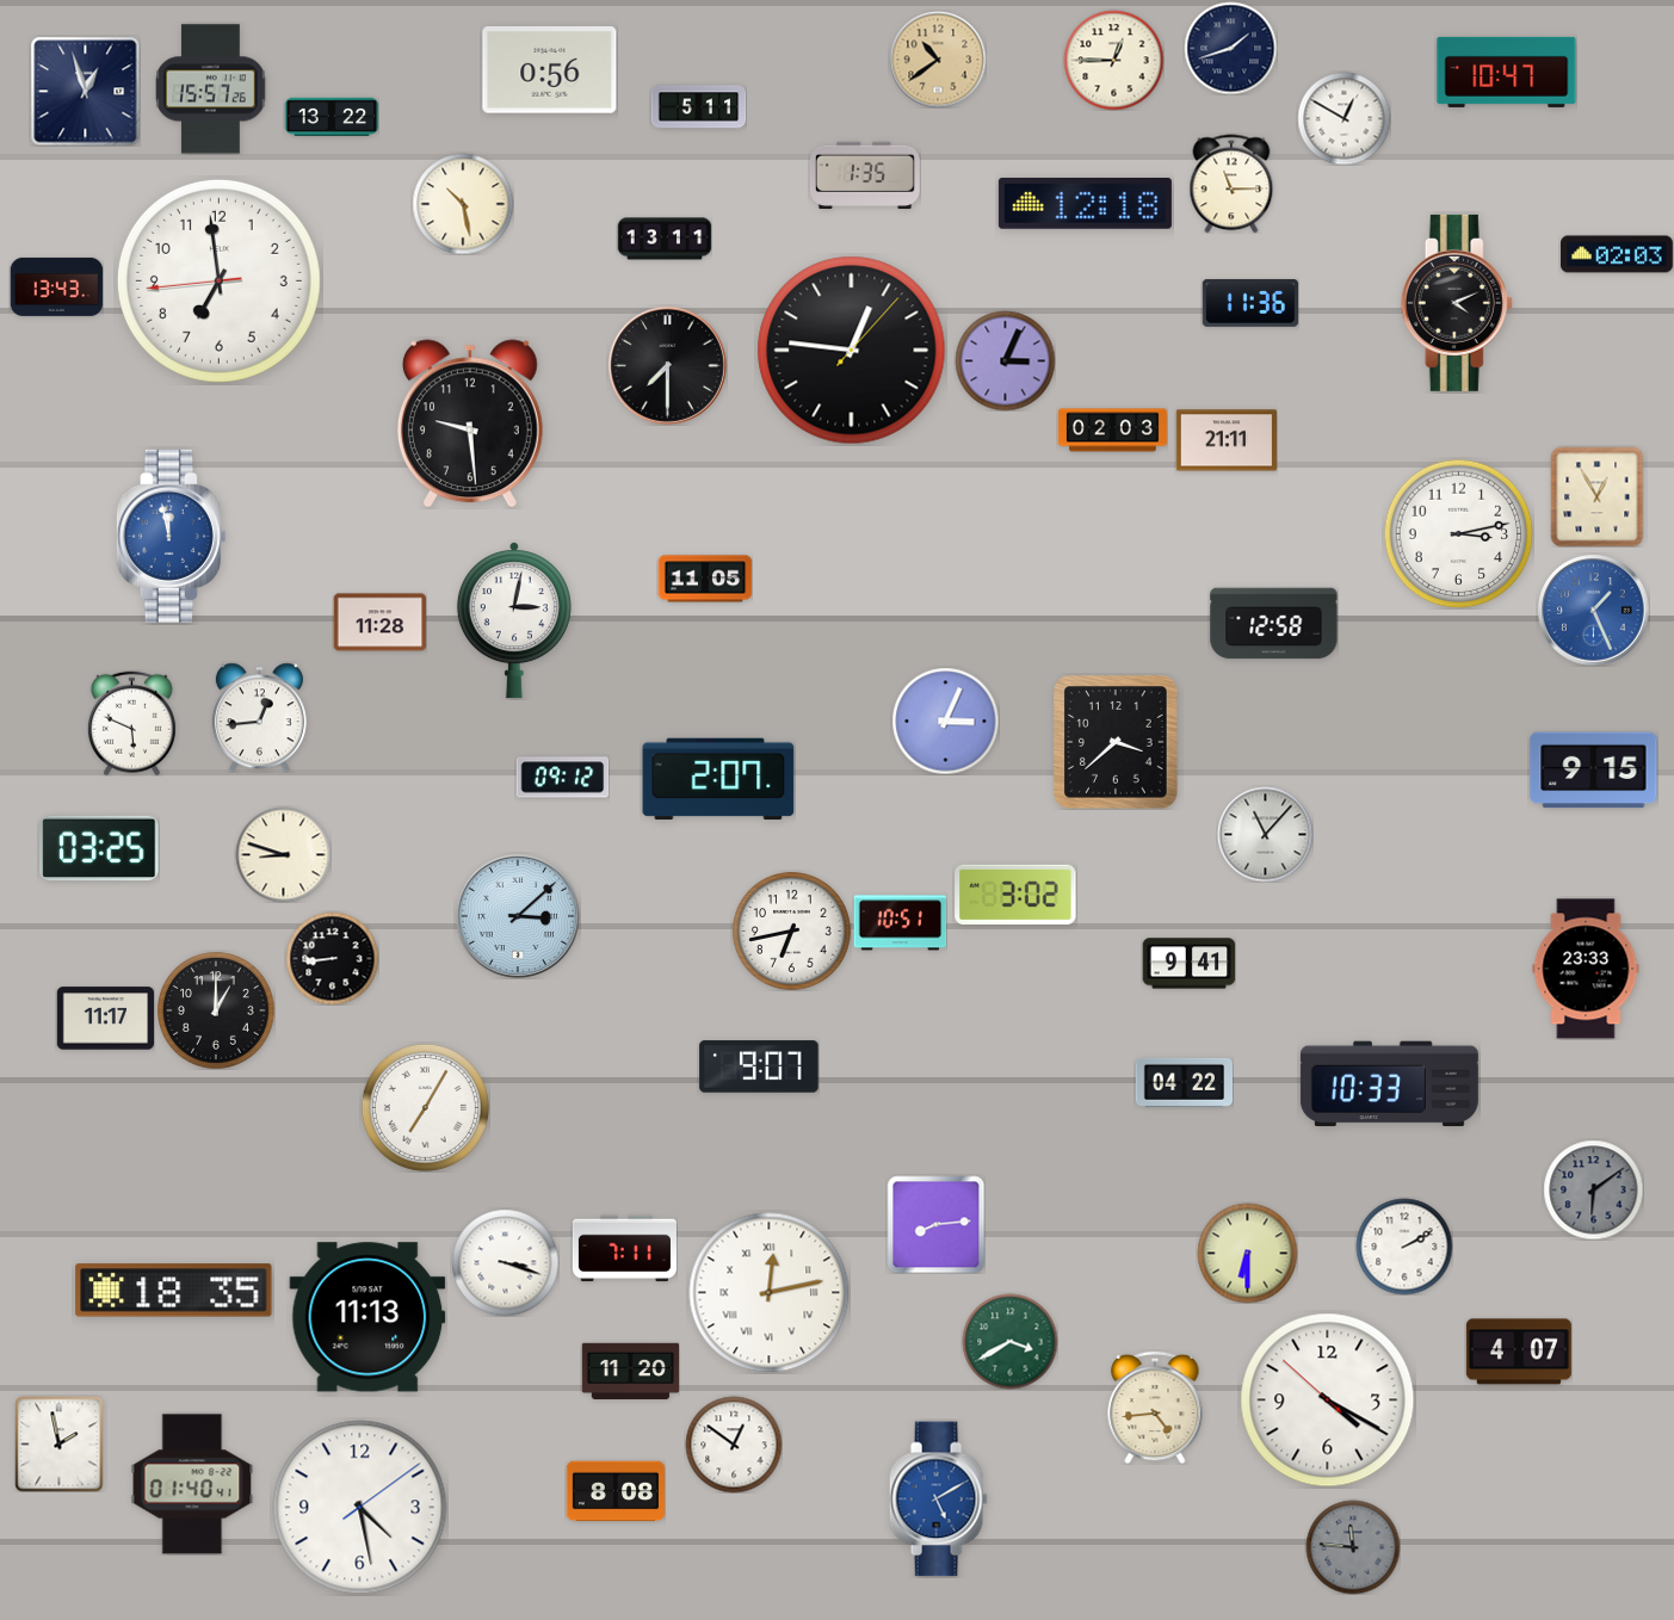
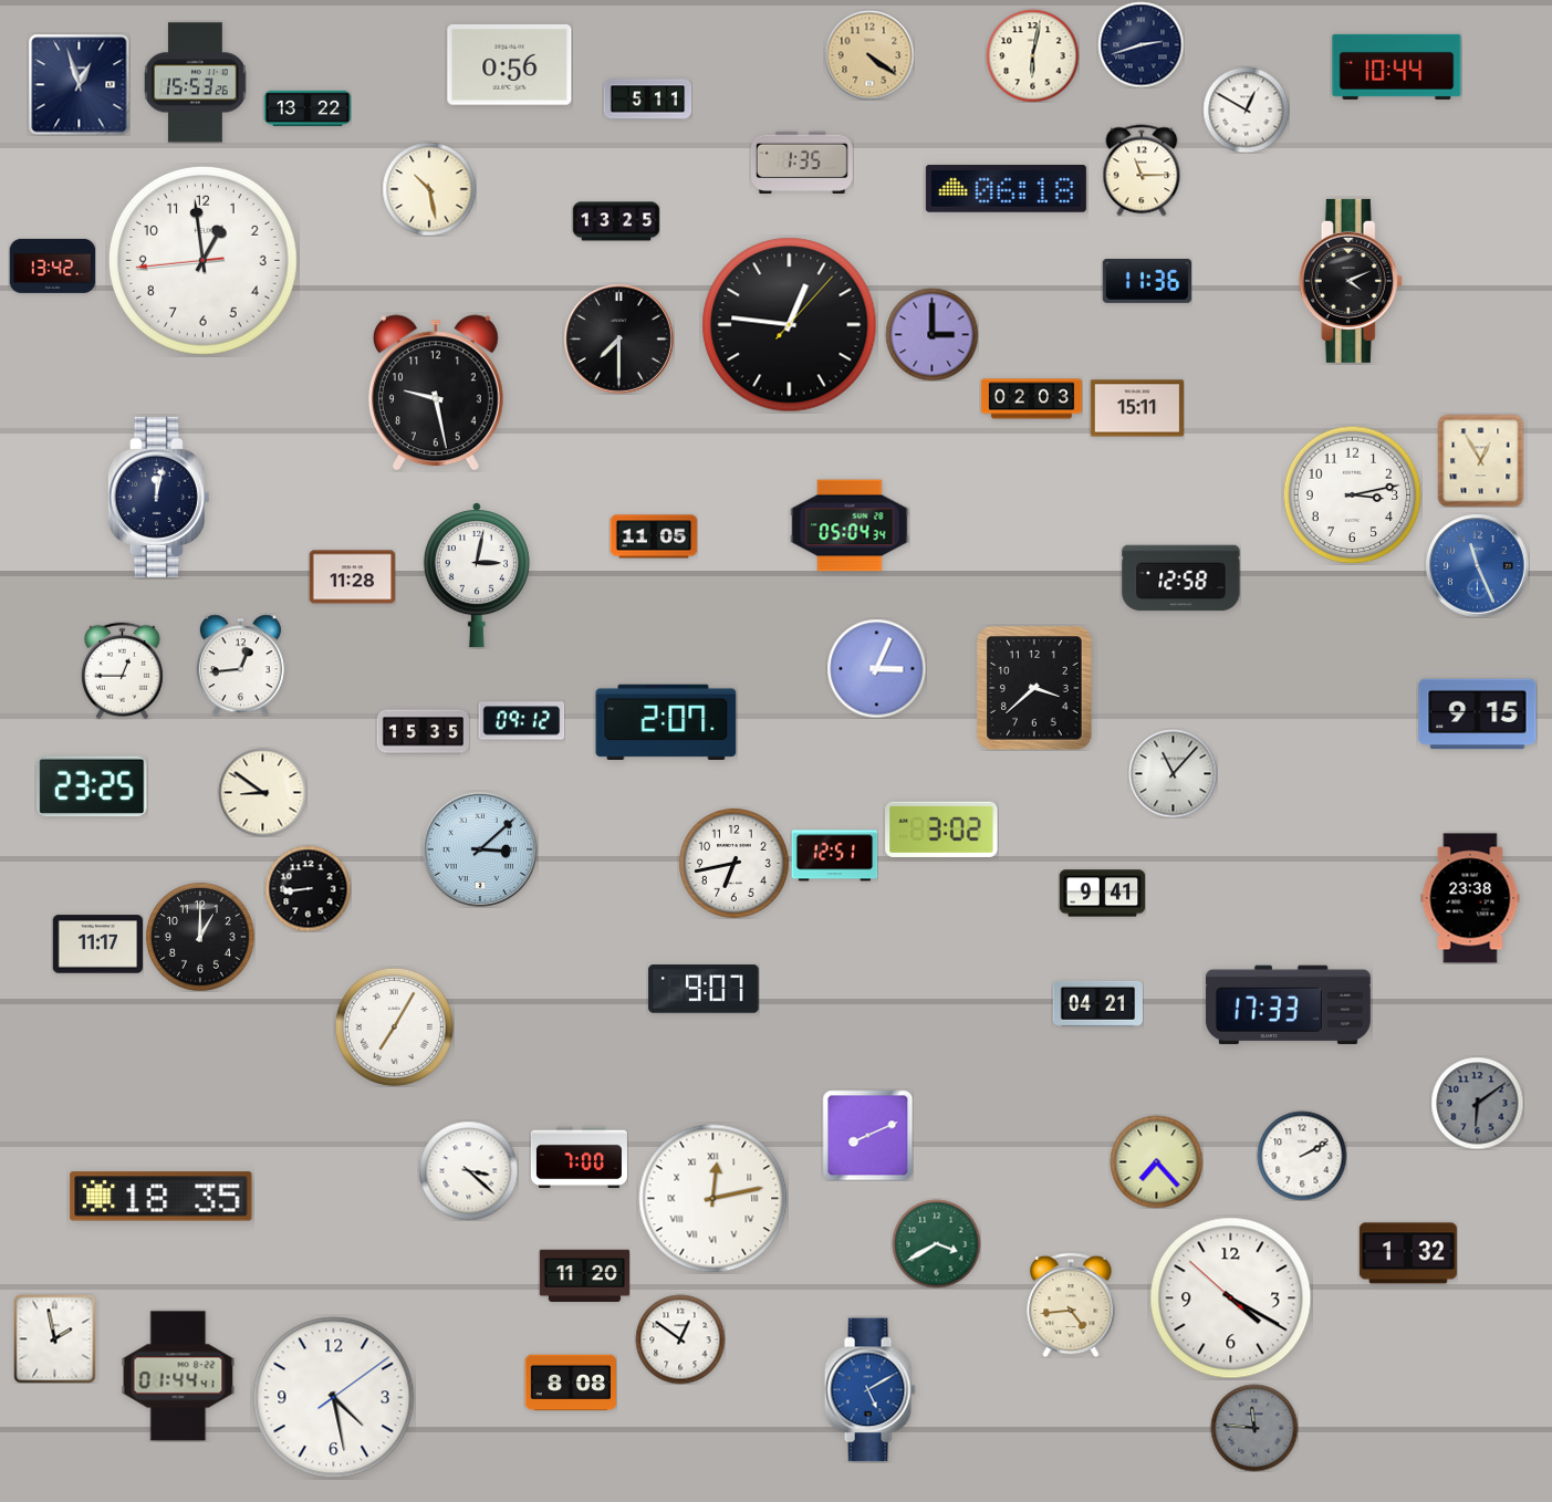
clock at (1230, 48): 1:42 -> 2:42
clock at (938, 60): 10:39 -> 4:21
clock at (1113, 60): 12:45 -> 6:02
clock at (1507, 72): 10:47 -> 10:44
clock at (211, 89): 15:57 -> 15:53
clock at (1085, 204): 12:18 -> 06:18
clock at (665, 239): 13:11 -> 13:25
clock at (1617, 254): 02:03 -> none
clock at (218, 280): 6:58 -> 12:58
clock at (56, 286): 13:43 -> 13:42
clock at (1250, 304) position: (1250, 304) -> (1147, 282)
clock at (1005, 360): 3:04 -> 3:00
clock at (470, 423): 9:29 -> 9:28
clock at (1227, 440): 21:11 -> 15:11
clock at (171, 536): 11:58 -> 12:02
clock at (171, 536) dial: blue -> navy
clock at (850, 525): none -> 05:04
clock at (1593, 610): 1:26 -> 11:26
clock at (131, 723): 5:49 -> 12:45
clock at (423, 732): none -> 15:35
clock at (99, 848): 03:25 -> 23:25
clock at (283, 854): 8:48 -> 8:51
clock at (900, 923): 10:51 -> 12:51
clock at (1586, 969): 23:33 -> 23:38
clock at (1184, 1082): 04:22 -> 04:21
clock at (1389, 1084): 10:33 -> 17:33
clock at (935, 1224): 8:14 -> 8:11
clock at (624, 1249): 7:11 -> 7:00
clock at (1247, 1253): 6:30 -> 7:23
clock at (505, 1262): 3:18 -> 3:22
clock at (367, 1317): 11:13 -> none
clock at (1519, 1352): 4:07 -> 1:32
clock at (630, 1371) position: (630, 1371) -> (584, 1275)
clock at (192, 1484): 01:40 -> 01:44
clock at (1353, 1547) position: (1353, 1547) -> (1254, 1428)
